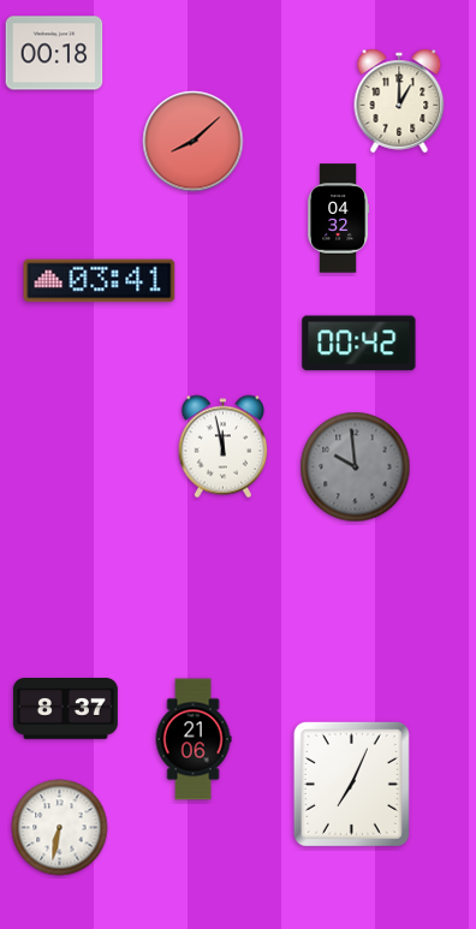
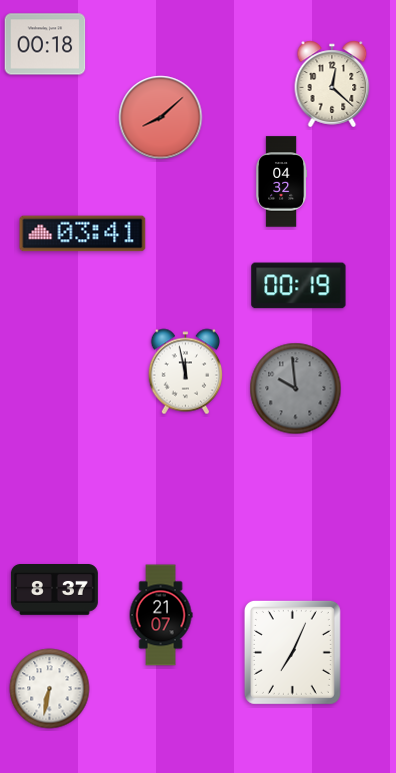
clock at (399, 101): 1:00 -> 12:22
clock at (359, 344): 00:42 -> 00:19
clock at (194, 739): 21:06 -> 21:07
